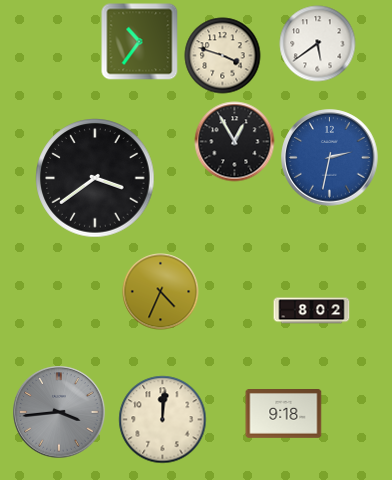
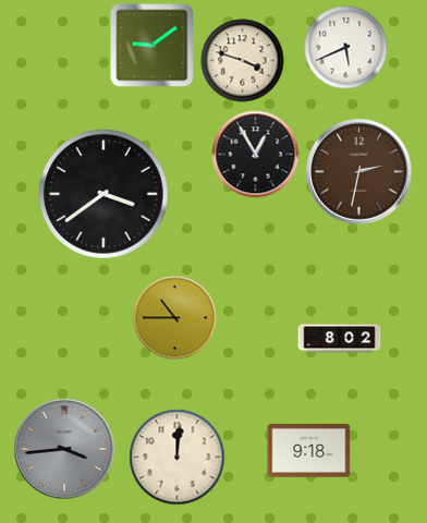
clock at (140, 42): 10:36 -> 9:09
clock at (318, 44): 5:39 -> 5:41
clock at (330, 158) dial: blue -> brown
clock at (161, 292): 4:34 -> 10:45
